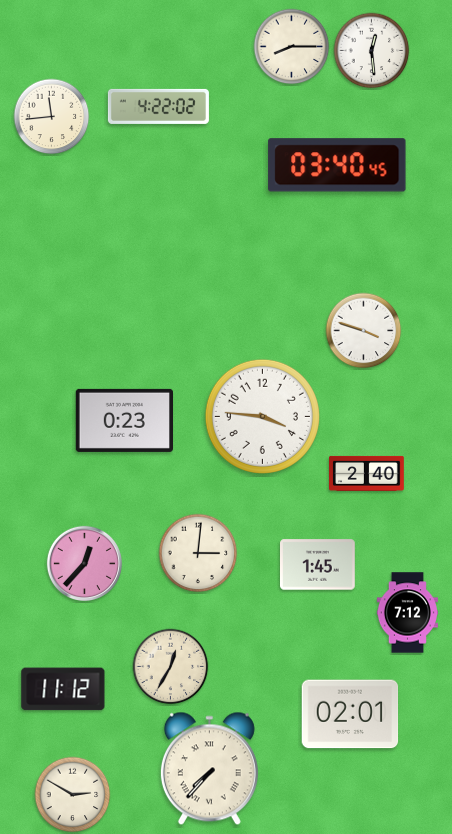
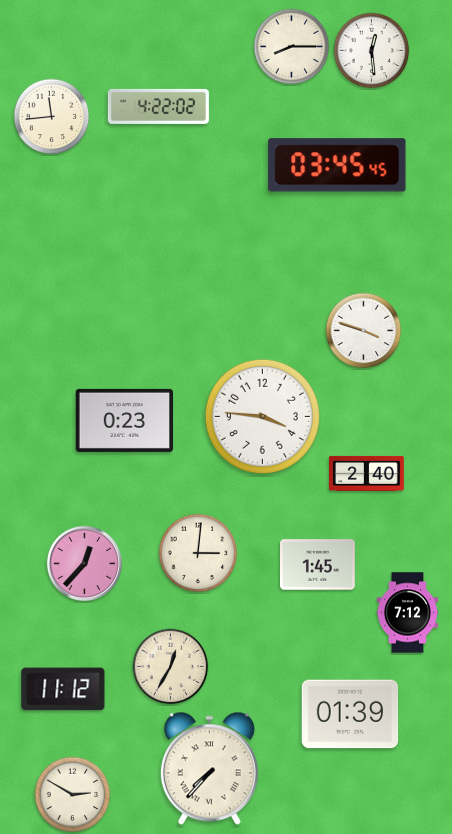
clock at (337, 165): 03:40 -> 03:45
clock at (350, 714): 02:01 -> 01:39
